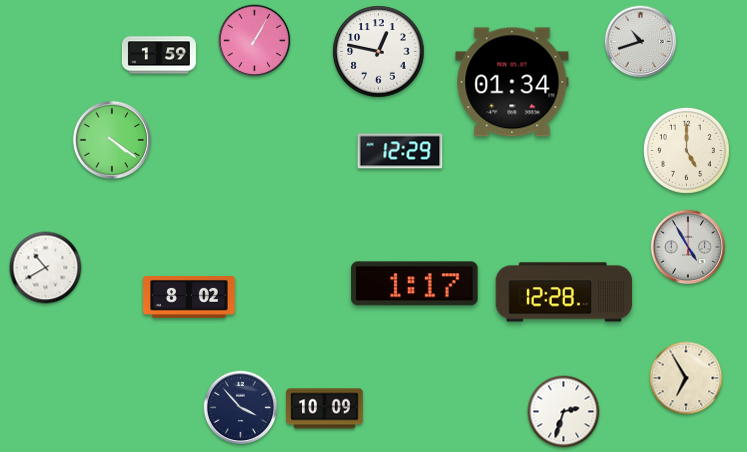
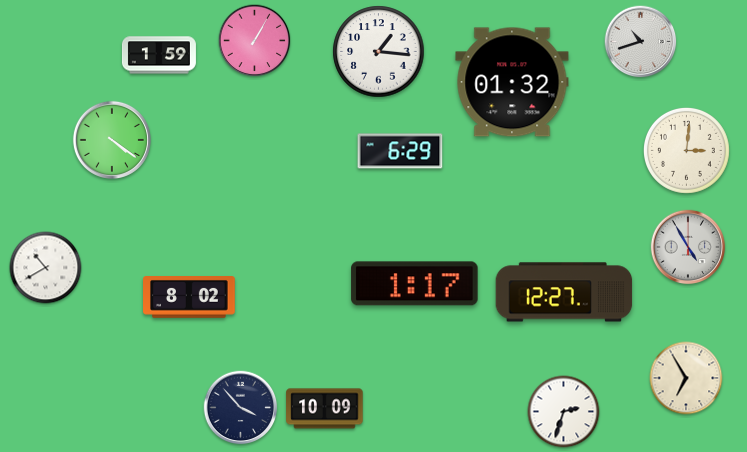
clock at (379, 52): 12:47 -> 1:16
clock at (512, 82): 01:34 -> 01:32
clock at (686, 150): 5:00 -> 3:01
clock at (400, 151): 12:29 -> 6:29
clock at (564, 292): 12:28 -> 12:27
